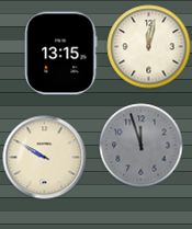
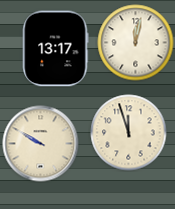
clock at (60, 54): 13:15 -> 13:17
clock at (142, 146) dial: grey -> cream
